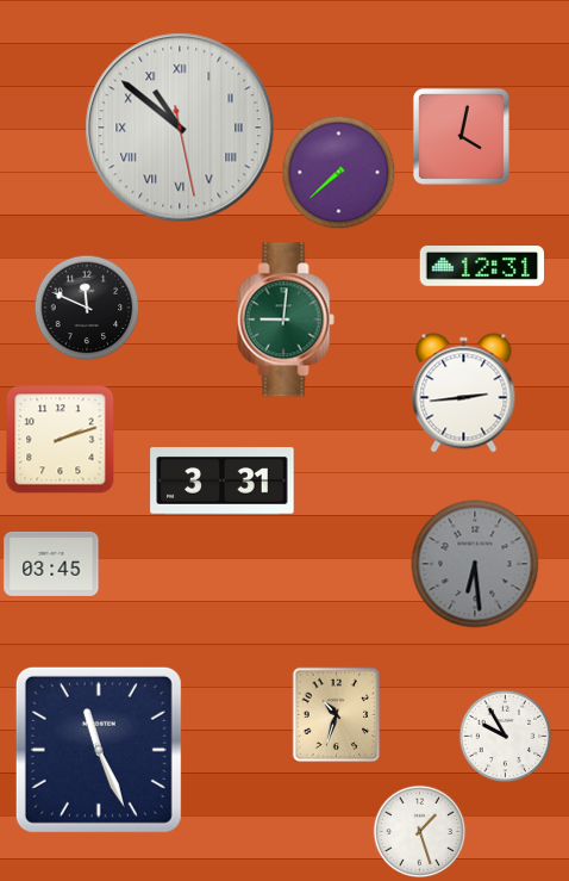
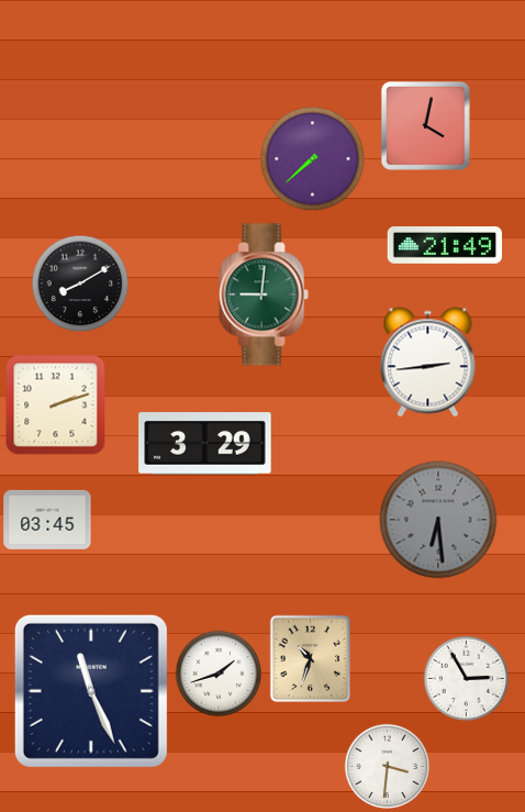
clock at (180, 128): 10:51 -> none
clock at (481, 267): 12:31 -> 21:49
clock at (87, 308): 11:49 -> 8:10
clock at (223, 482): 3:31 -> 3:29
clock at (219, 674): none -> 1:42
clock at (505, 736): 9:55 -> 2:55
clock at (419, 831): 1:27 -> 3:31
